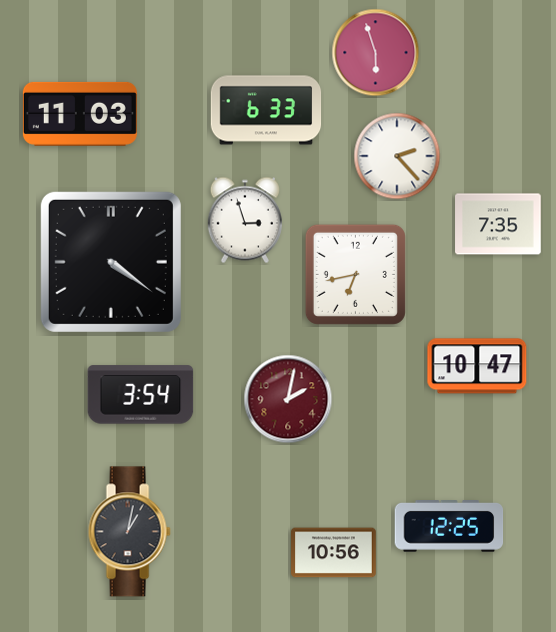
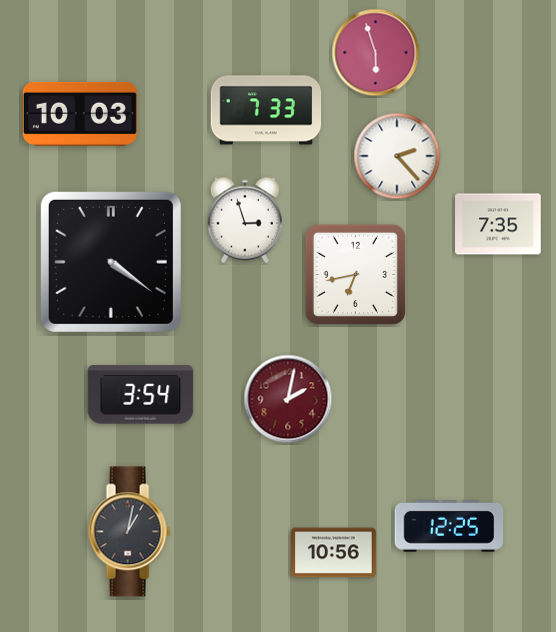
clock at (266, 110): 6:33 -> 7:33
clock at (80, 114): 11:03 -> 10:03
clock at (477, 366): 10:47 -> none
